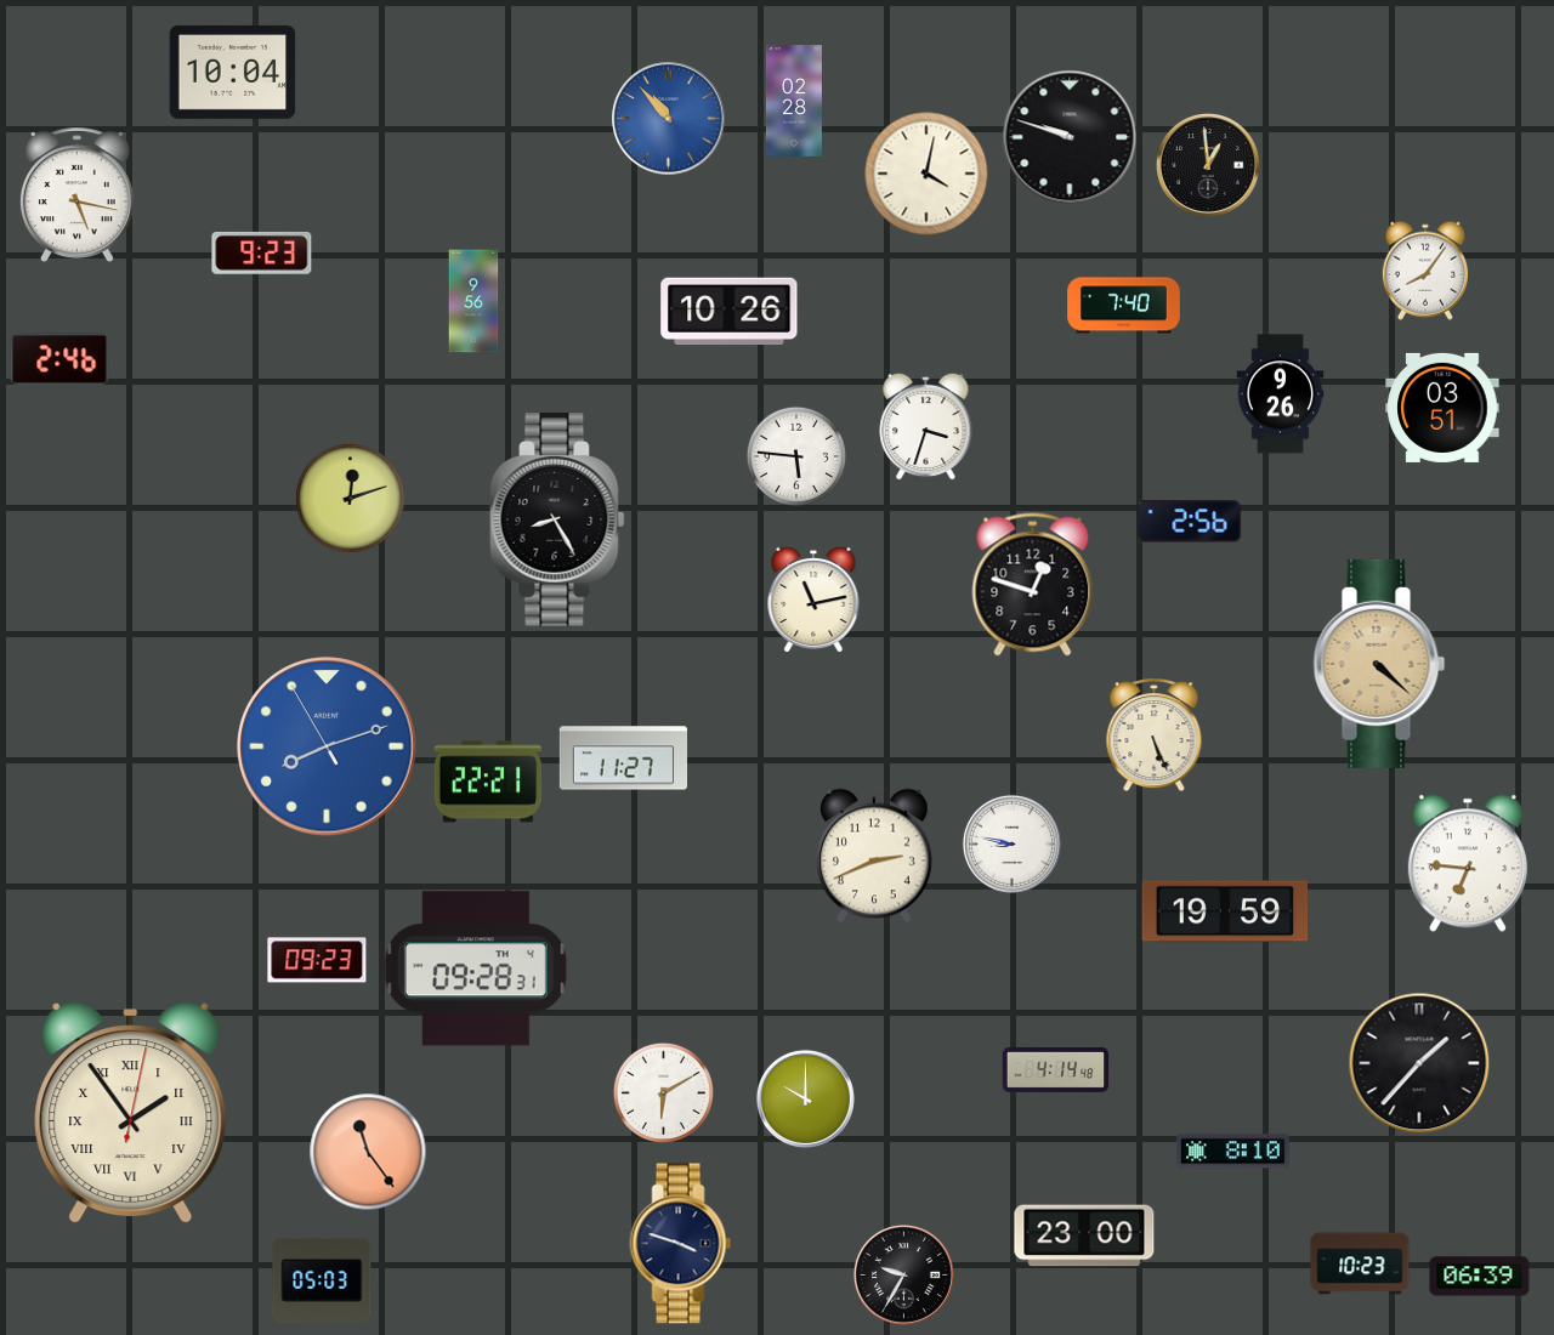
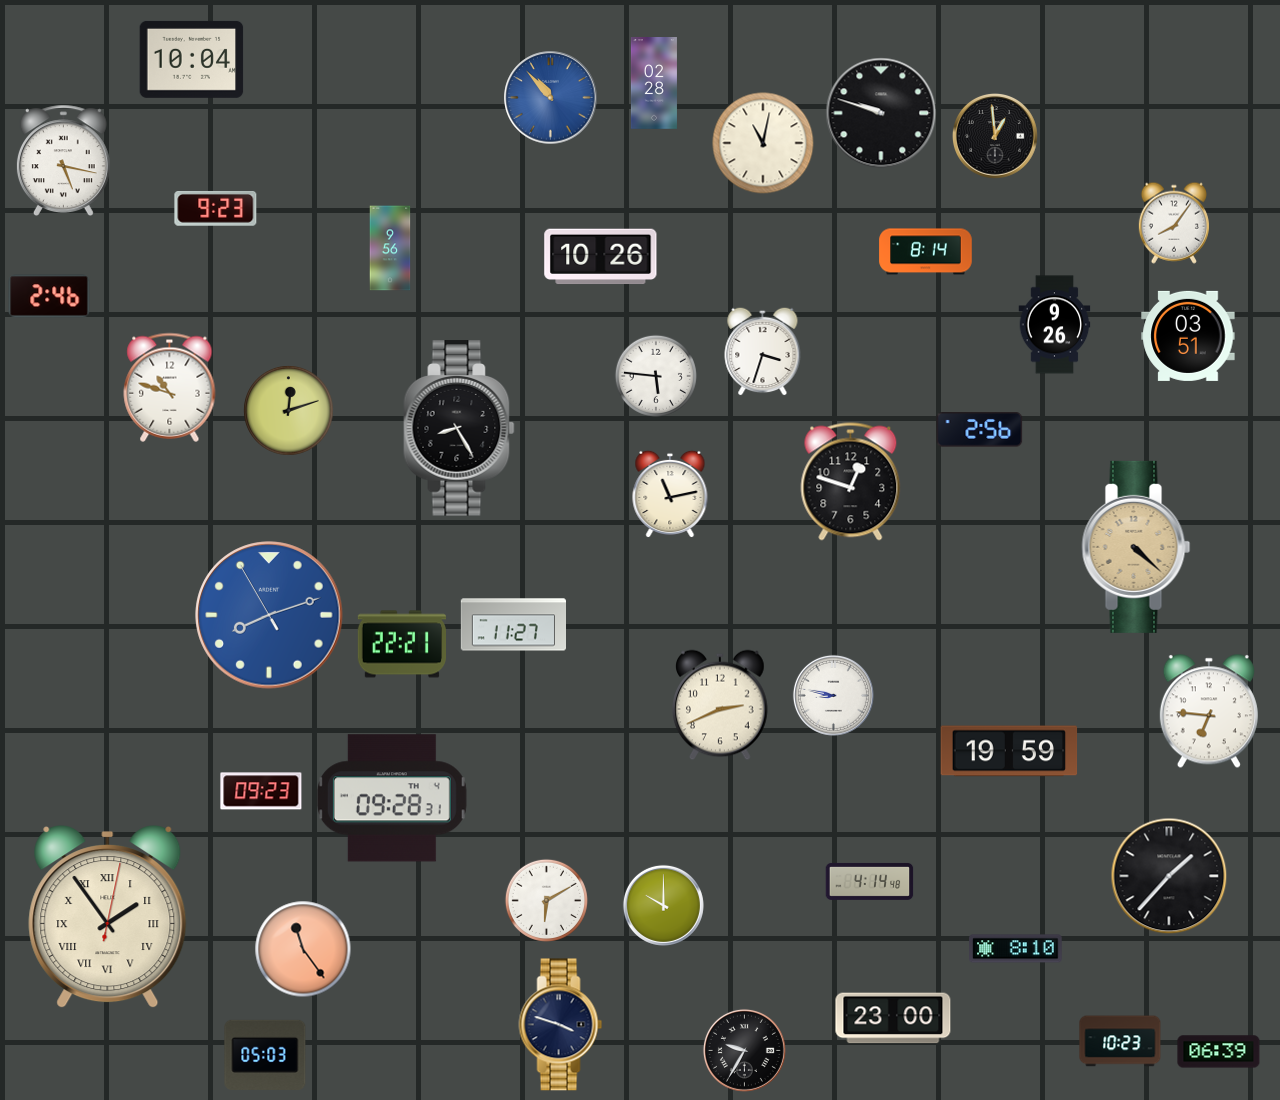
clock at (926, 174): 4:02 -> 11:02
clock at (1124, 306): 7:40 -> 8:14
clock at (170, 387): none -> 10:48
clock at (1155, 735): 5:26 -> none
